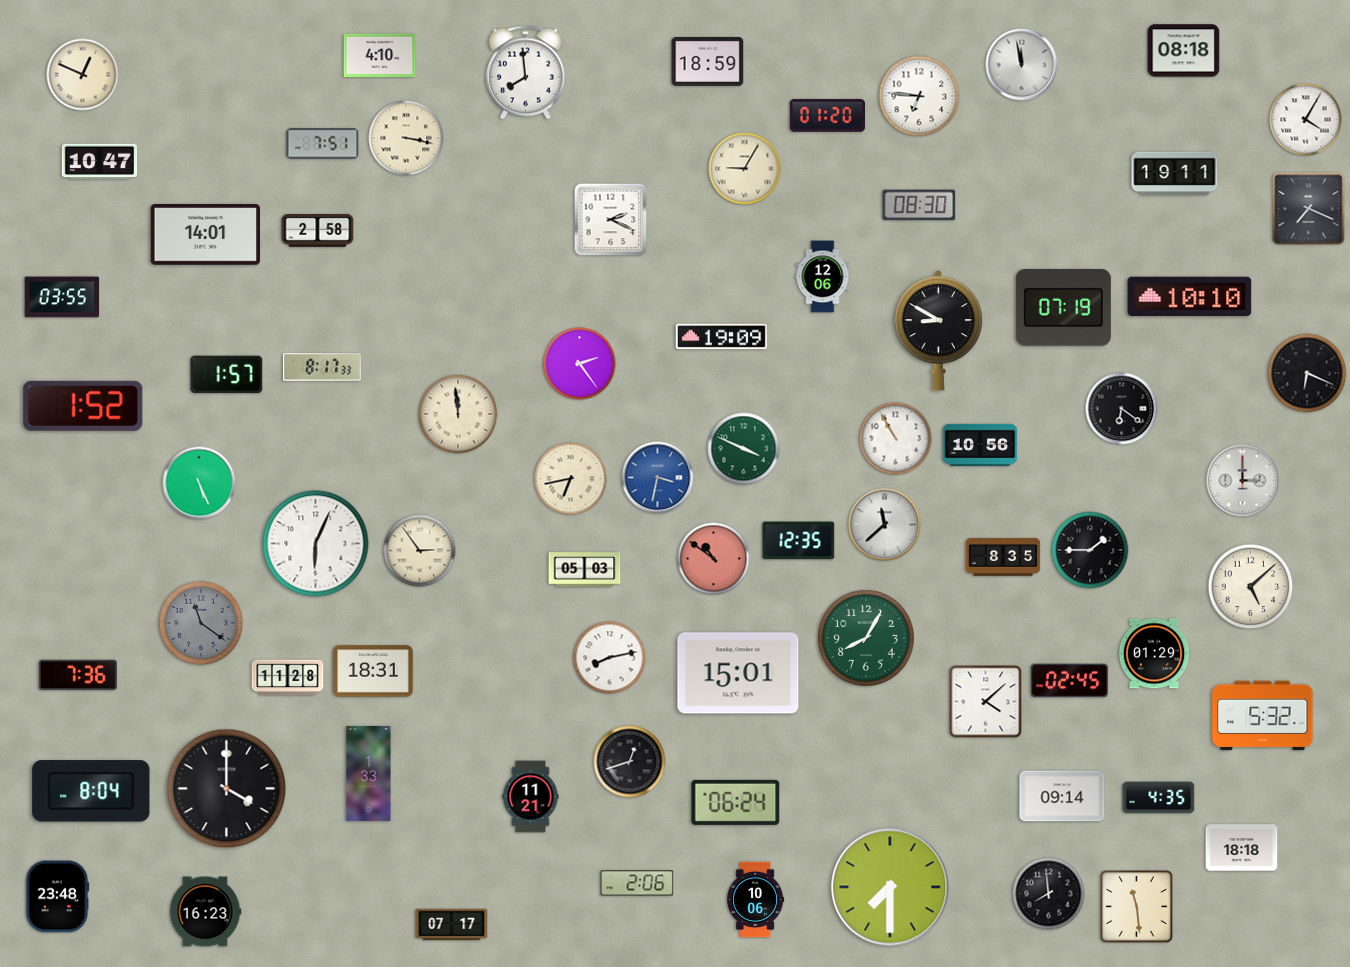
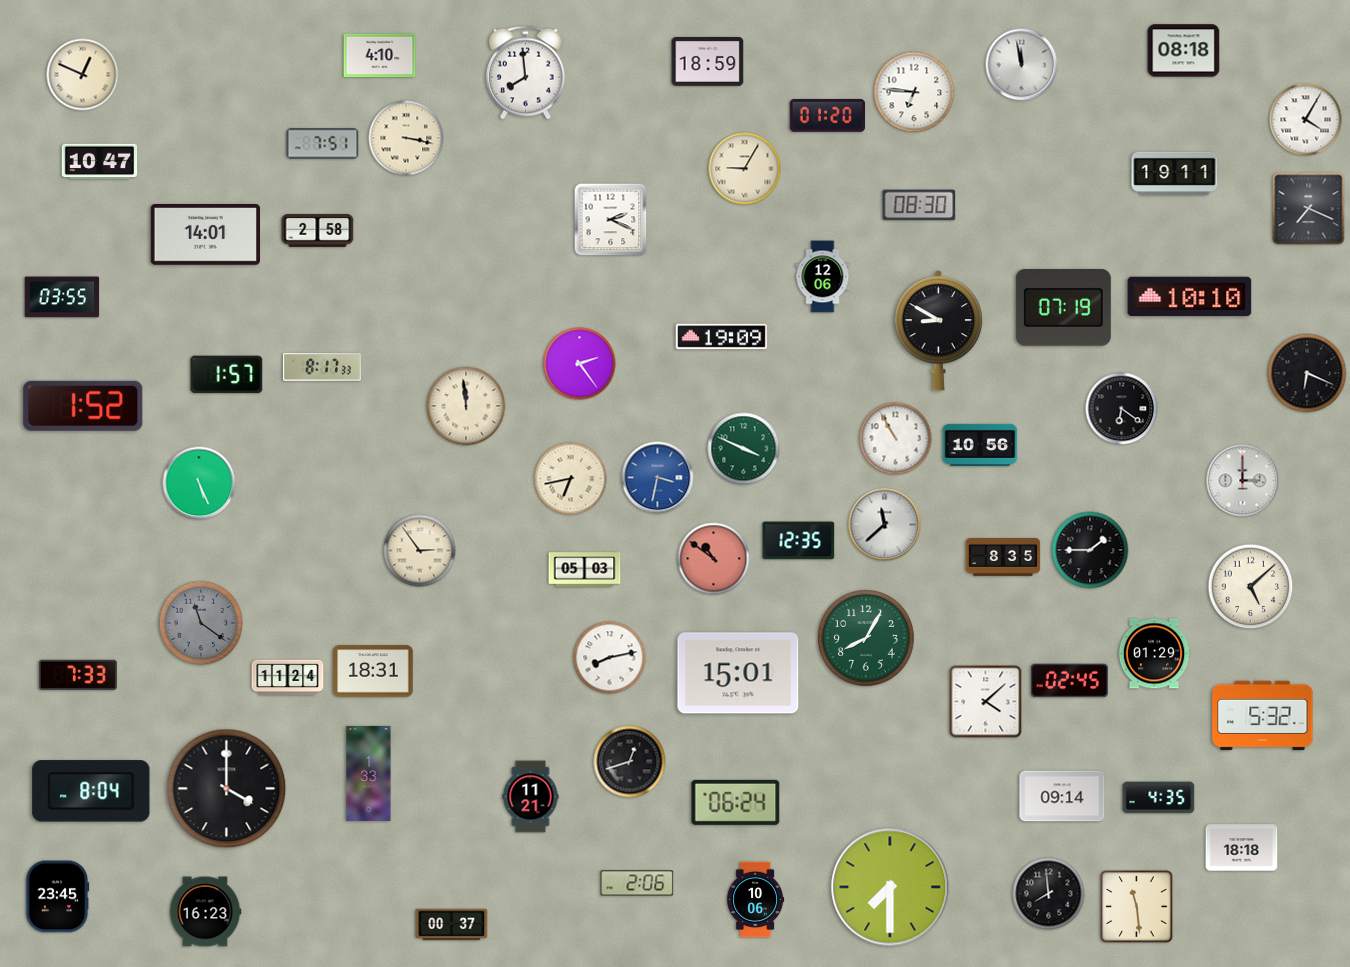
clock at (919, 96) position: (919, 96) -> (914, 92)
clock at (458, 414) position: (458, 414) -> (466, 406)
clock at (316, 544): 6:04 -> none
clock at (78, 675): 7:36 -> 7:33
clock at (288, 678): 11:28 -> 11:24
clock at (57, 897): 23:48 -> 23:45
clock at (452, 925): 07:17 -> 00:37
